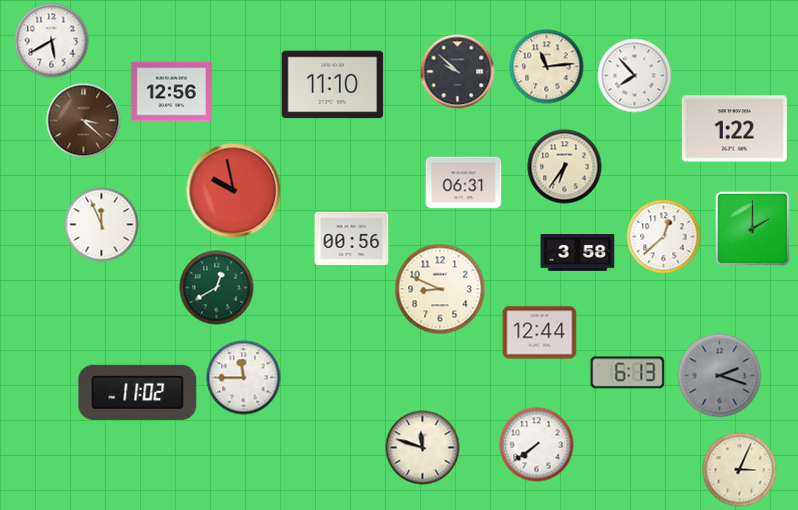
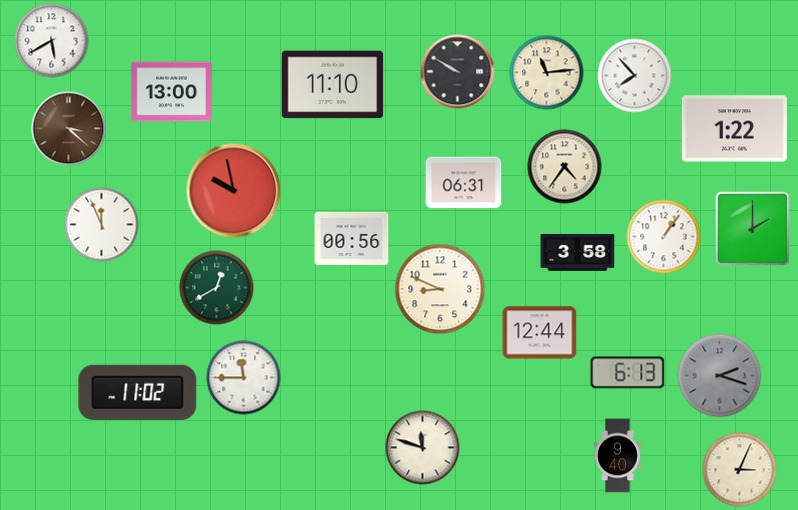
clock at (547, 67) position: (547, 67) -> (547, 73)
clock at (458, 72): 9:52 -> 9:50
clock at (171, 92): 12:56 -> 13:00
clock at (84, 121) position: (84, 121) -> (69, 129)
clock at (565, 167): 6:36 -> 4:36
clock at (664, 237): 12:38 -> 1:06
clock at (537, 445): 7:39 -> none
clock at (618, 456): none -> 9:40
